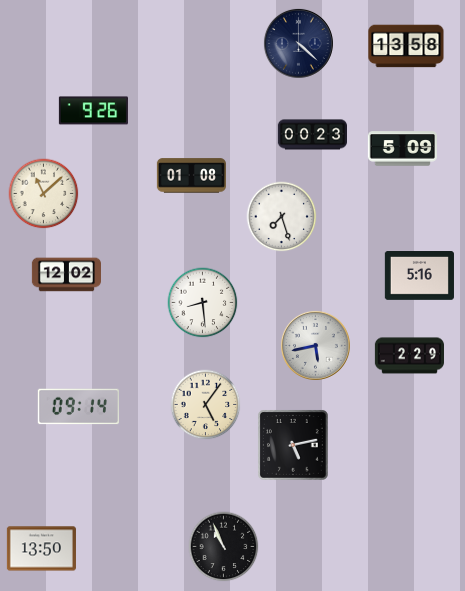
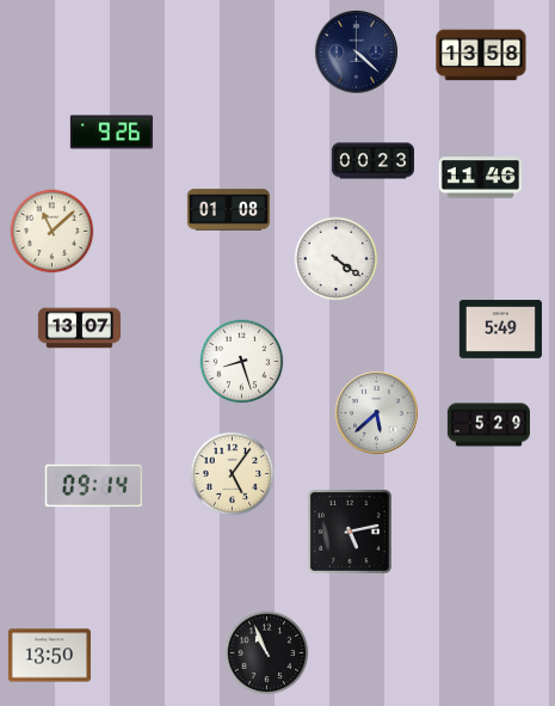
clock at (406, 46) position: (406, 46) -> (481, 55)
clock at (402, 149): 5:09 -> 11:46
clock at (282, 217): 7:27 -> 4:21
clock at (66, 275): 12:02 -> 13:07
clock at (419, 276): 5:16 -> 5:49
clock at (203, 303): 8:29 -> 8:27
clock at (315, 345): 5:43 -> 5:38
clock at (409, 356): 2:29 -> 5:29
clock at (206, 405) position: (206, 405) -> (233, 474)
